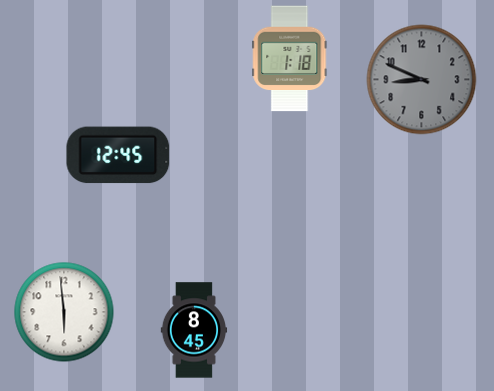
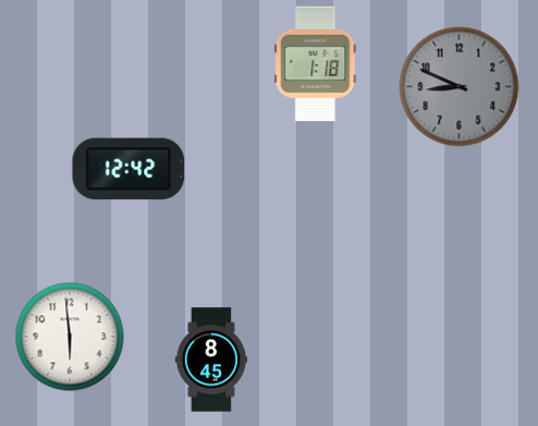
clock at (118, 155): 12:45 -> 12:42
clock at (64, 312) position: (64, 312) -> (70, 337)
